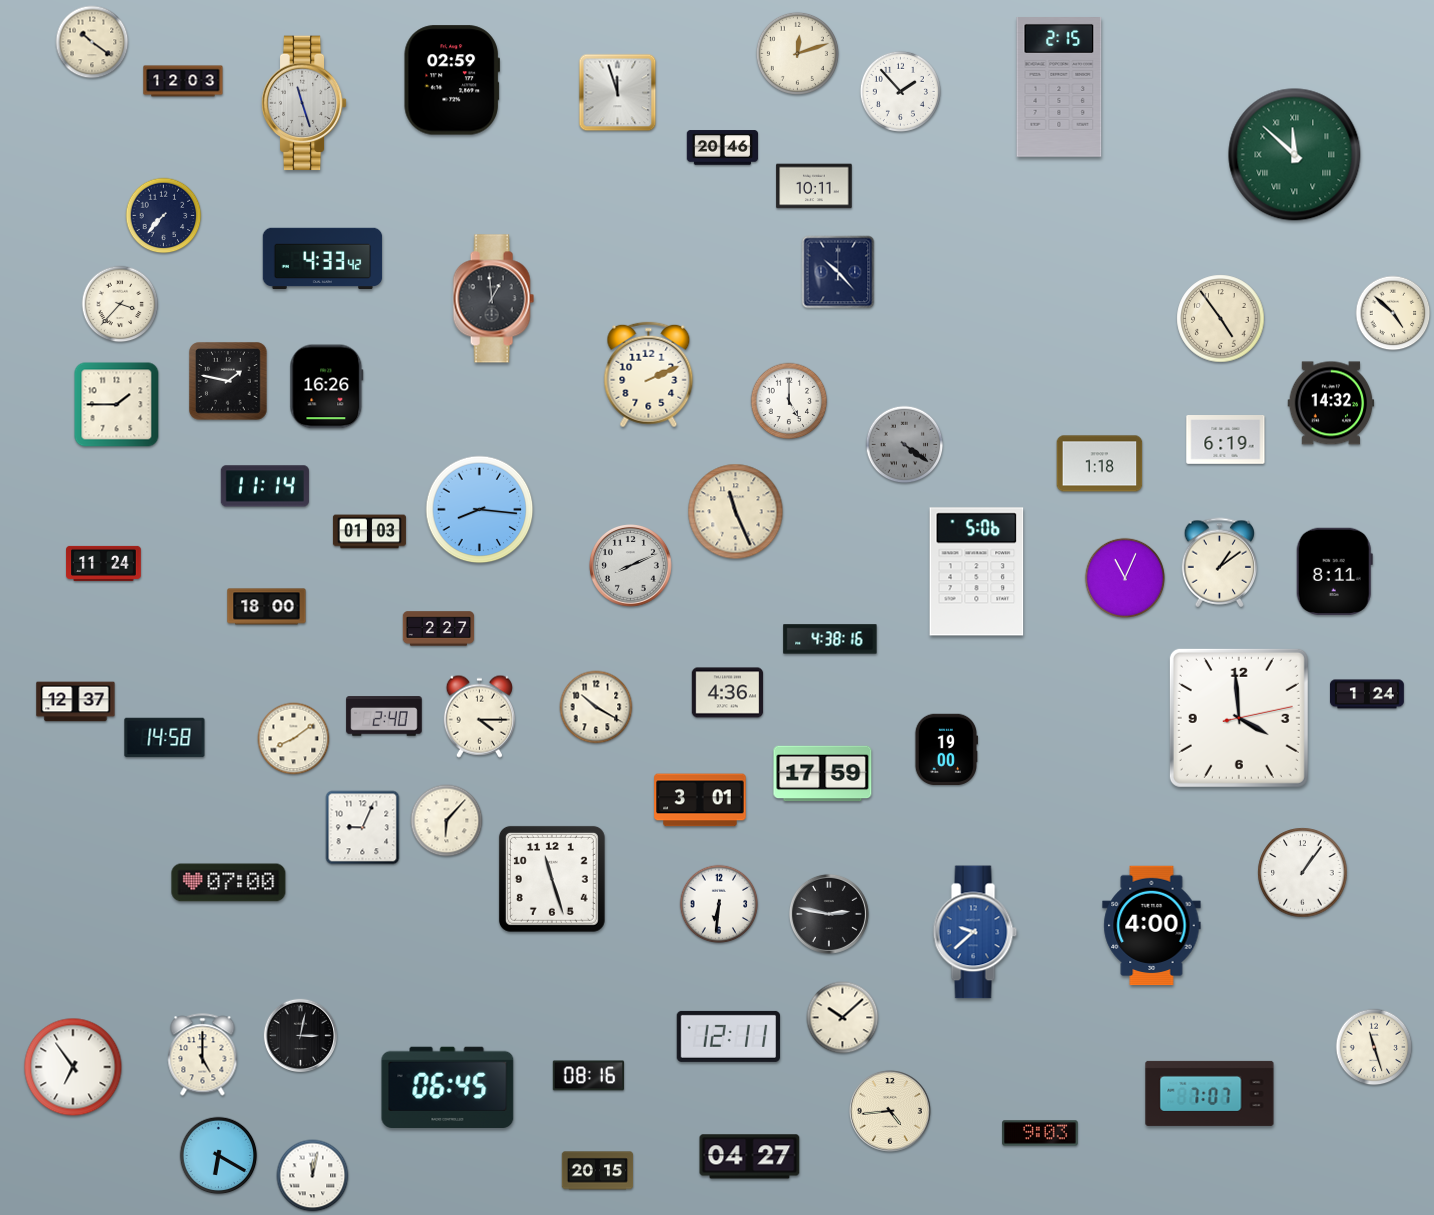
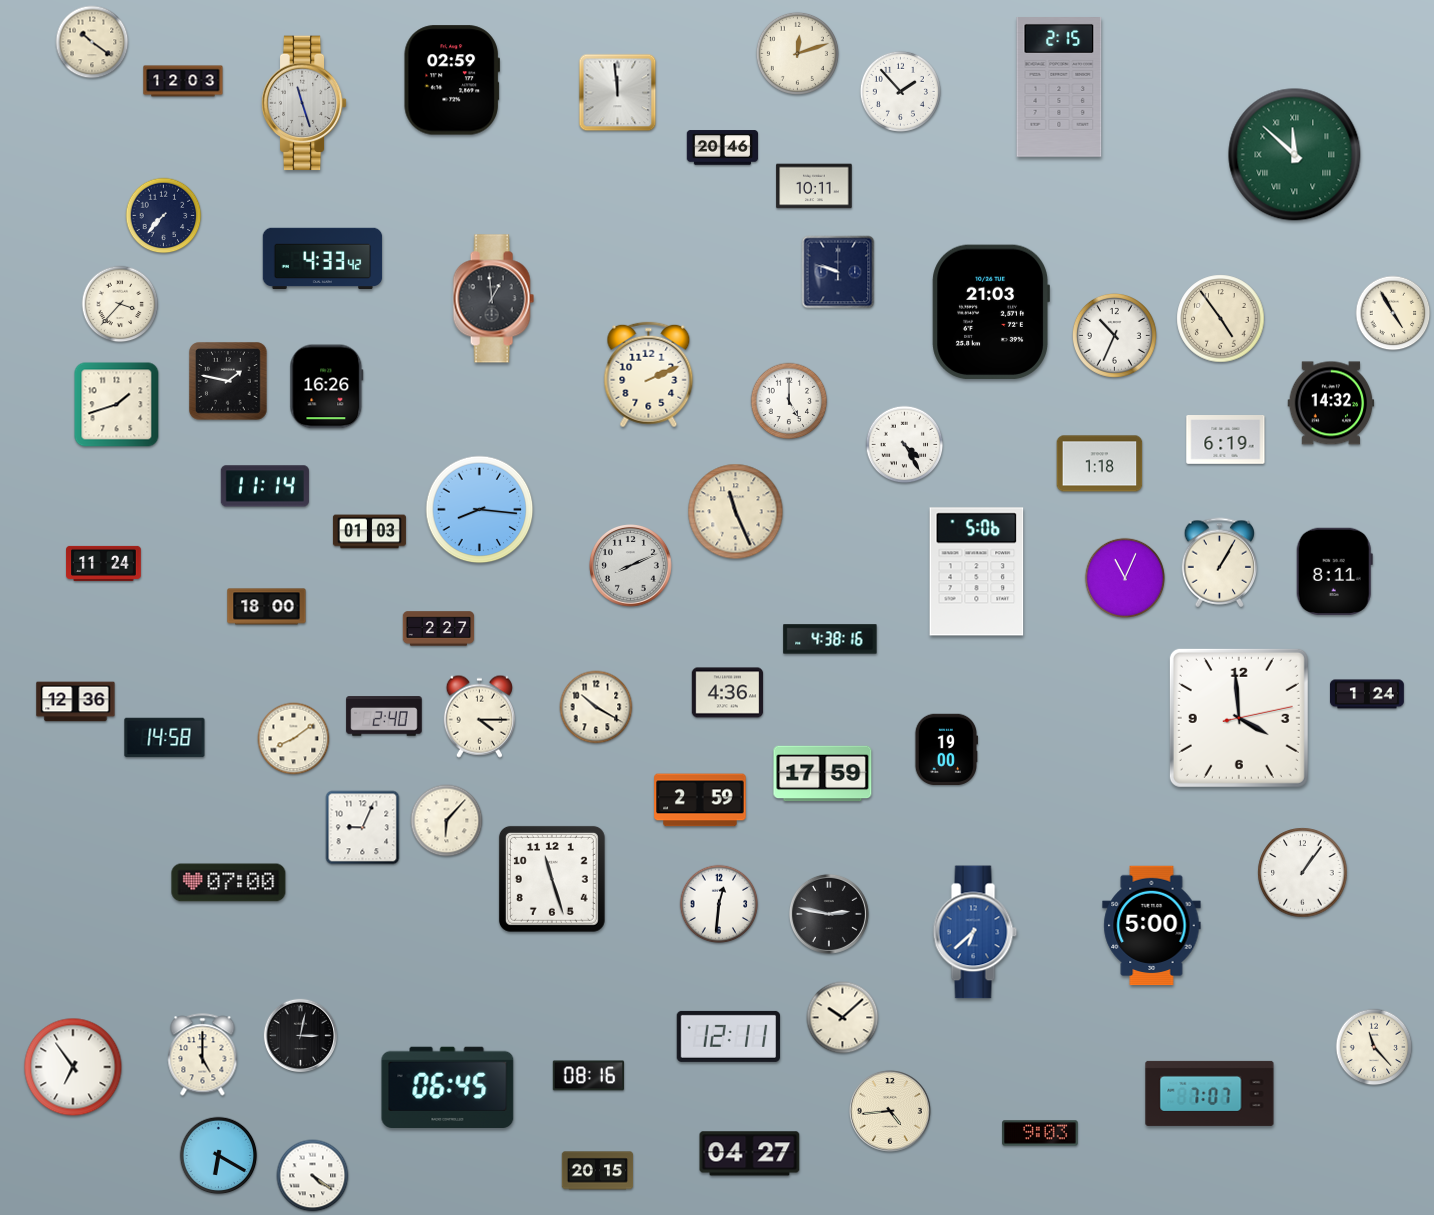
clock at (618, 93): 11:57 -> 11:59
clock at (838, 272): 10:23 -> 9:48
clock at (991, 312): none -> 21:03
clock at (1393, 313): 4:52 -> 4:55
clock at (1114, 335): none -> 10:34
clock at (117, 405): 1:45 -> 1:42
clock at (905, 445): 4:21 -> 4:25
clock at (905, 445) dial: grey -> white
clock at (1220, 563): 1:09 -> 1:05
clock at (76, 702): 12:37 -> 12:36
clock at (700, 800): 3:01 -> 2:59
clock at (719, 904): 6:31 -> 12:31
clock at (1152, 926): 4:00 -> 5:00
clock at (975, 932): 9:38 -> 6:38
clock at (1374, 1047): 11:27 -> 11:23
clock at (750, 1157) position: (750, 1157) -> (750, 1154)
clock at (313, 1176): 12:02 -> 4:21
